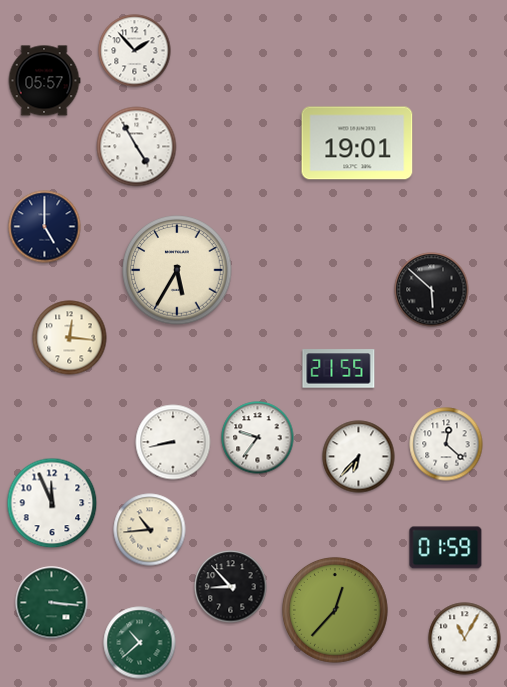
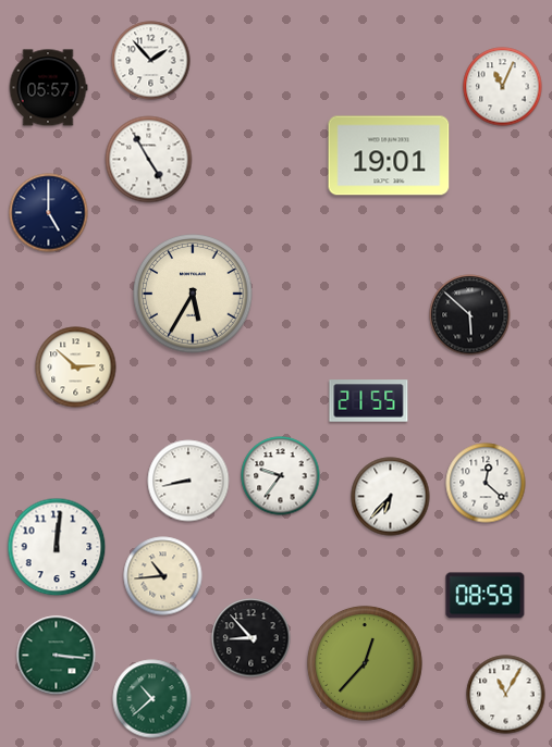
clock at (135, 51) position: (135, 51) -> (151, 61)
clock at (503, 87): none -> 11:04
clock at (45, 227) position: (45, 227) -> (49, 213)
clock at (70, 338): 12:16 -> 2:52
clock at (52, 503): 11:56 -> 12:01
clock at (446, 548): 01:59 -> 08:59
